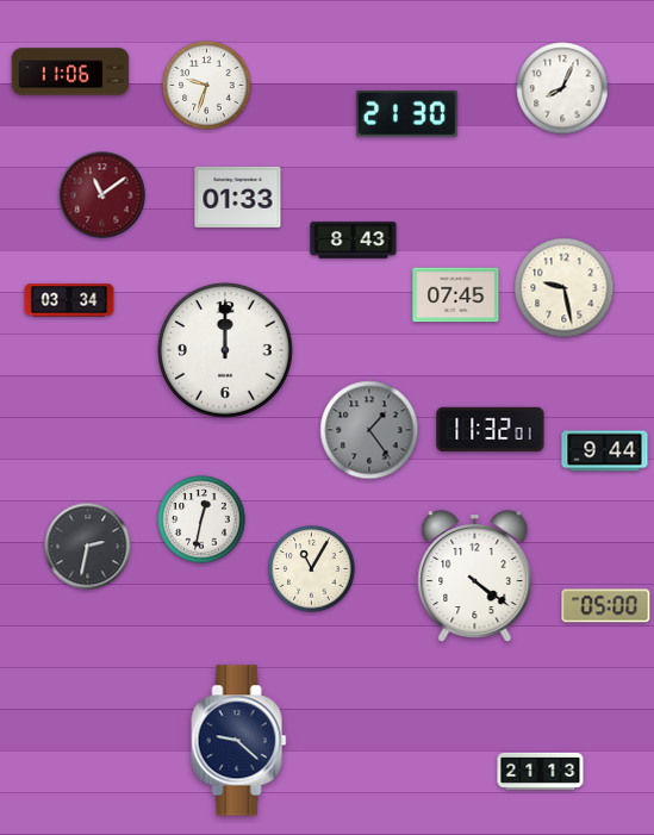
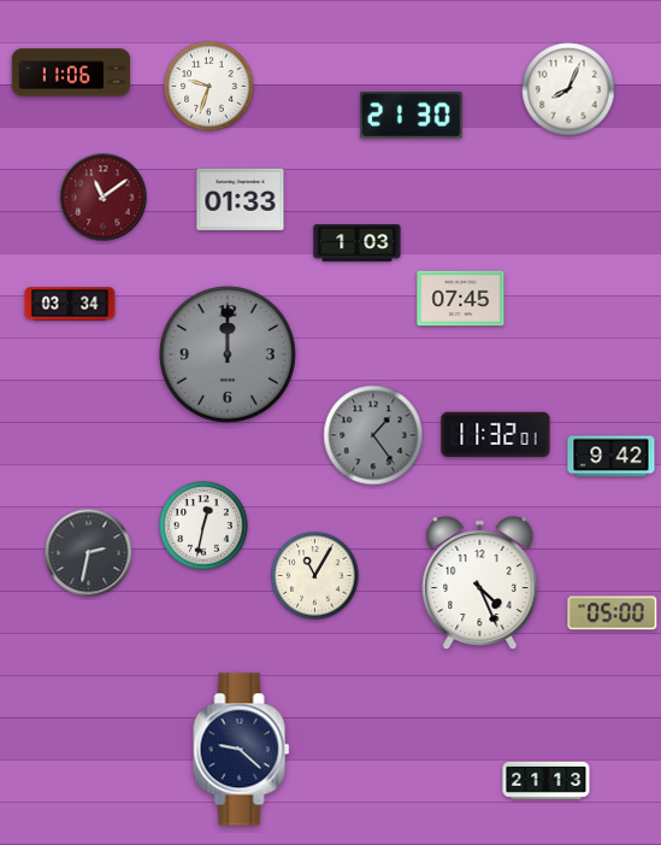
clock at (354, 241): 8:43 -> 1:03
clock at (565, 288): 9:28 -> none
clock at (225, 350) dial: white -> grey
clock at (605, 451): 9:44 -> 9:42
clock at (475, 577): 4:21 -> 4:26
